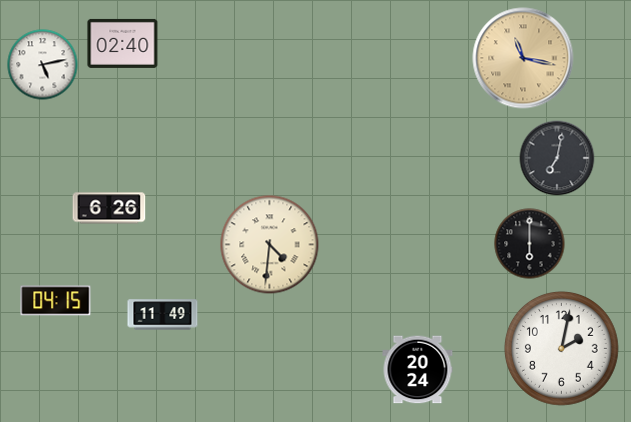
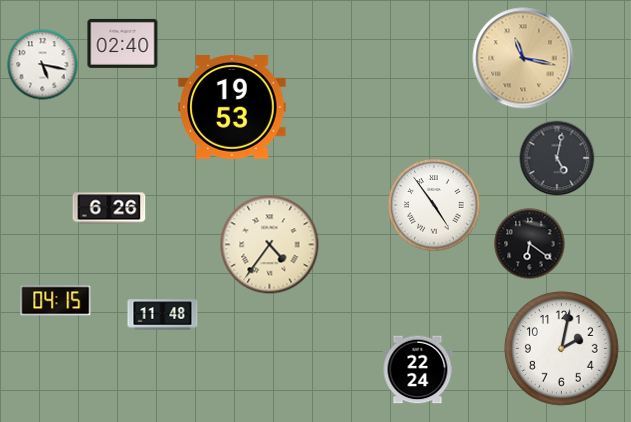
clock at (43, 65): 5:13 -> 5:17
clock at (232, 108): none -> 19:53
clock at (557, 158): 7:02 -> 5:02
clock at (434, 205): none -> 4:54
clock at (530, 244): 6:00 -> 6:21
clock at (270, 245): 4:31 -> 4:36
clock at (163, 315): 11:49 -> 11:48
clock at (418, 370): 20:24 -> 22:24
